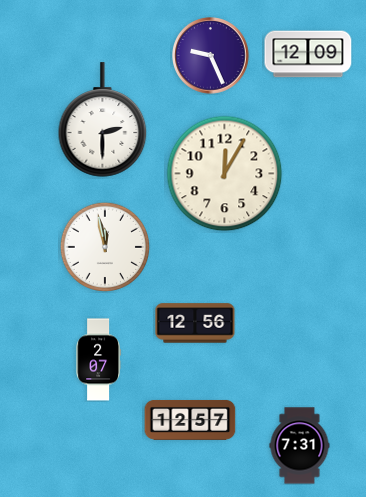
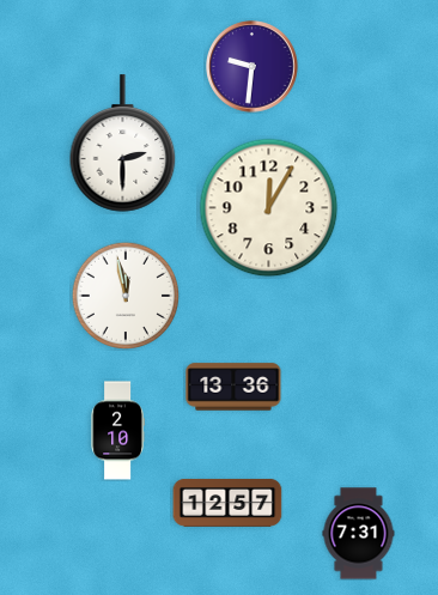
clock at (308, 54): 12:09 -> none
clock at (211, 56): 9:26 -> 9:31
clock at (195, 323): 12:56 -> 13:36
clock at (98, 360): 2:07 -> 2:10
